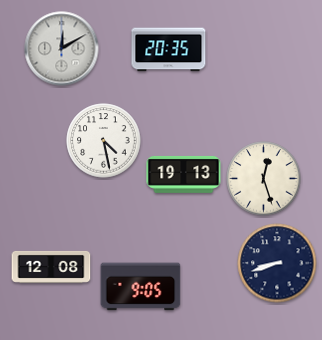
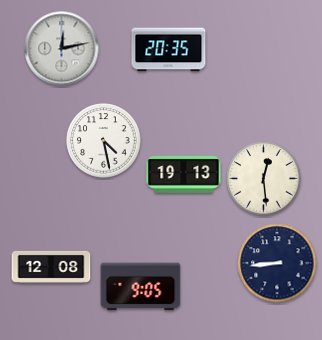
clock at (62, 49): 12:10 -> 12:13
clock at (264, 179): 12:27 -> 12:29
clock at (277, 263): 8:42 -> 8:44
